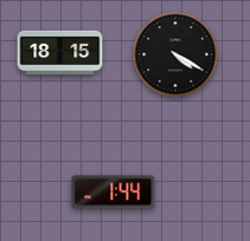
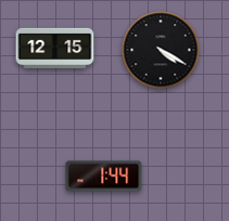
clock at (60, 52): 18:15 -> 12:15
